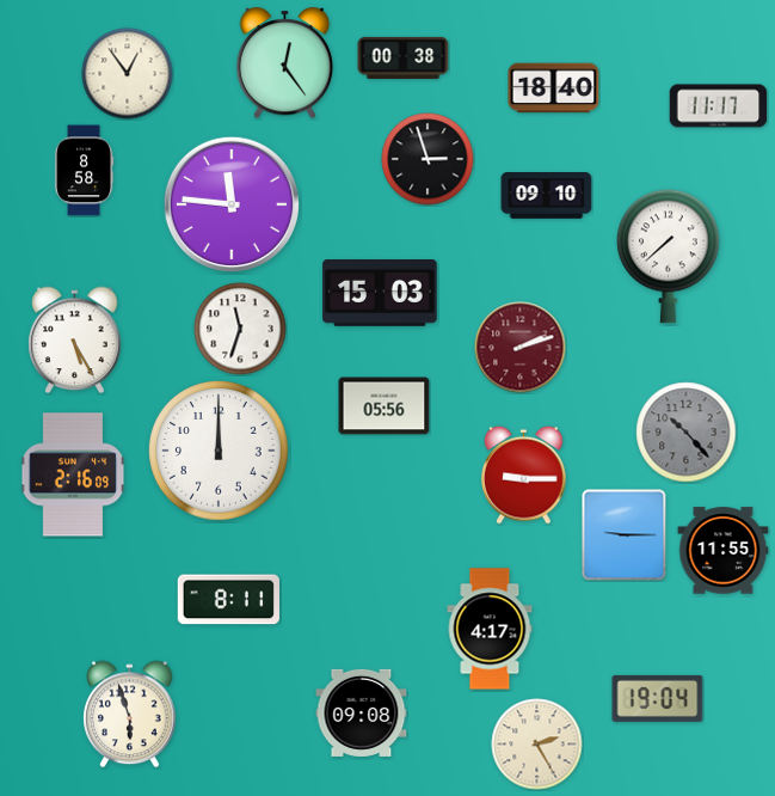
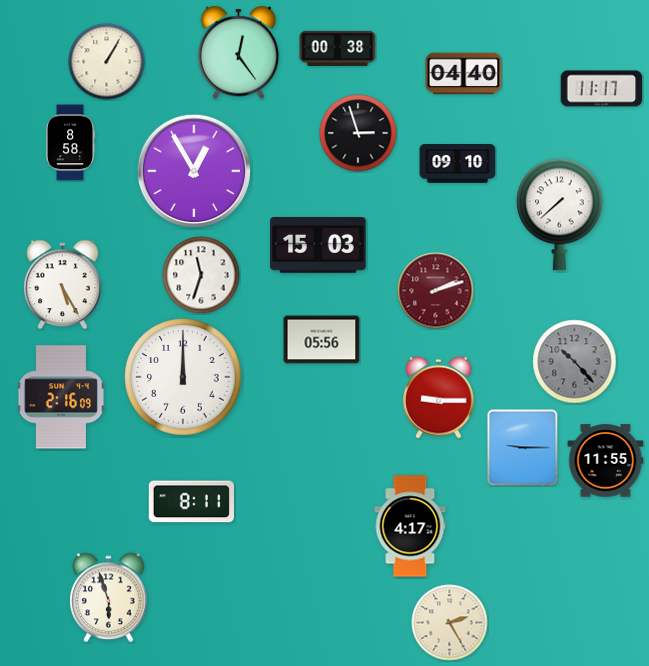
clock at (128, 74): 12:54 -> 1:05
clock at (554, 88): 18:40 -> 04:40
clock at (232, 204): 11:46 -> 12:55
clock at (658, 698): 19:04 -> none
clock at (362, 712): 09:08 -> none
